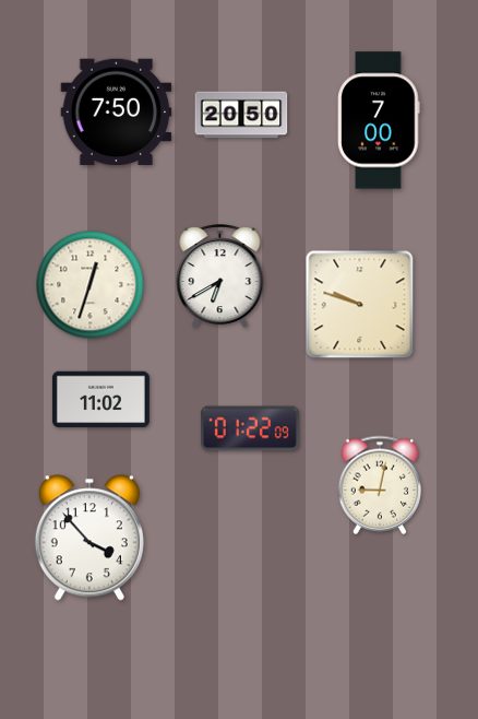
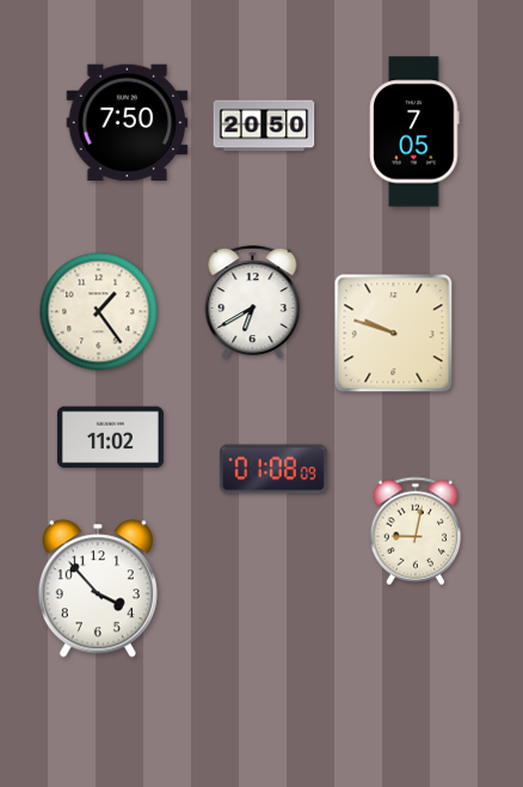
clock at (379, 120): 7:00 -> 7:05
clock at (220, 278) position: (220, 278) -> (253, 304)
clock at (91, 285): 12:33 -> 1:24
clock at (250, 428): 01:22 -> 01:08
